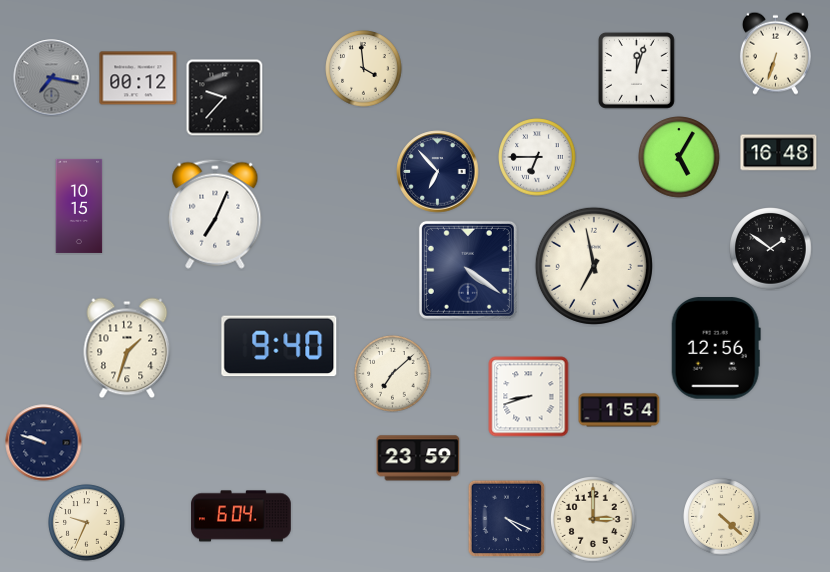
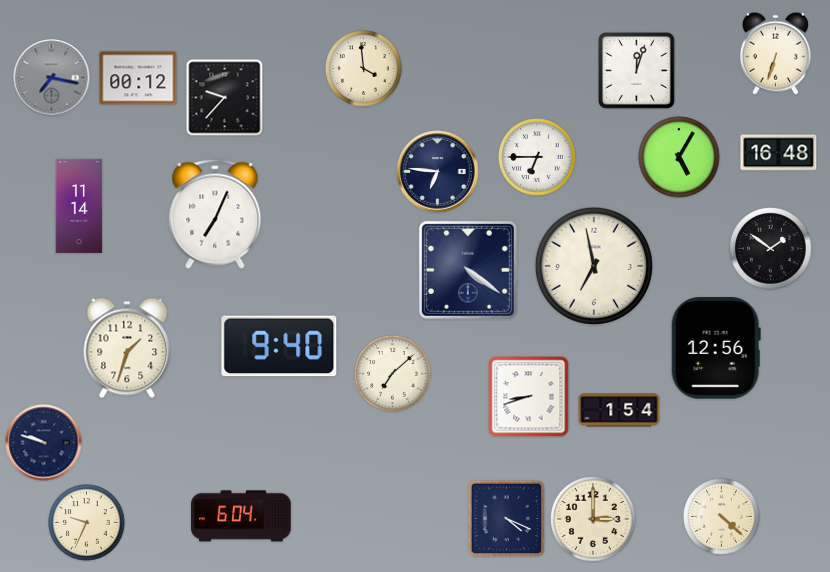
clock at (438, 172): 6:53 -> 6:46
clock at (79, 206): 10:15 -> 11:14
clock at (418, 458): 23:59 -> none
